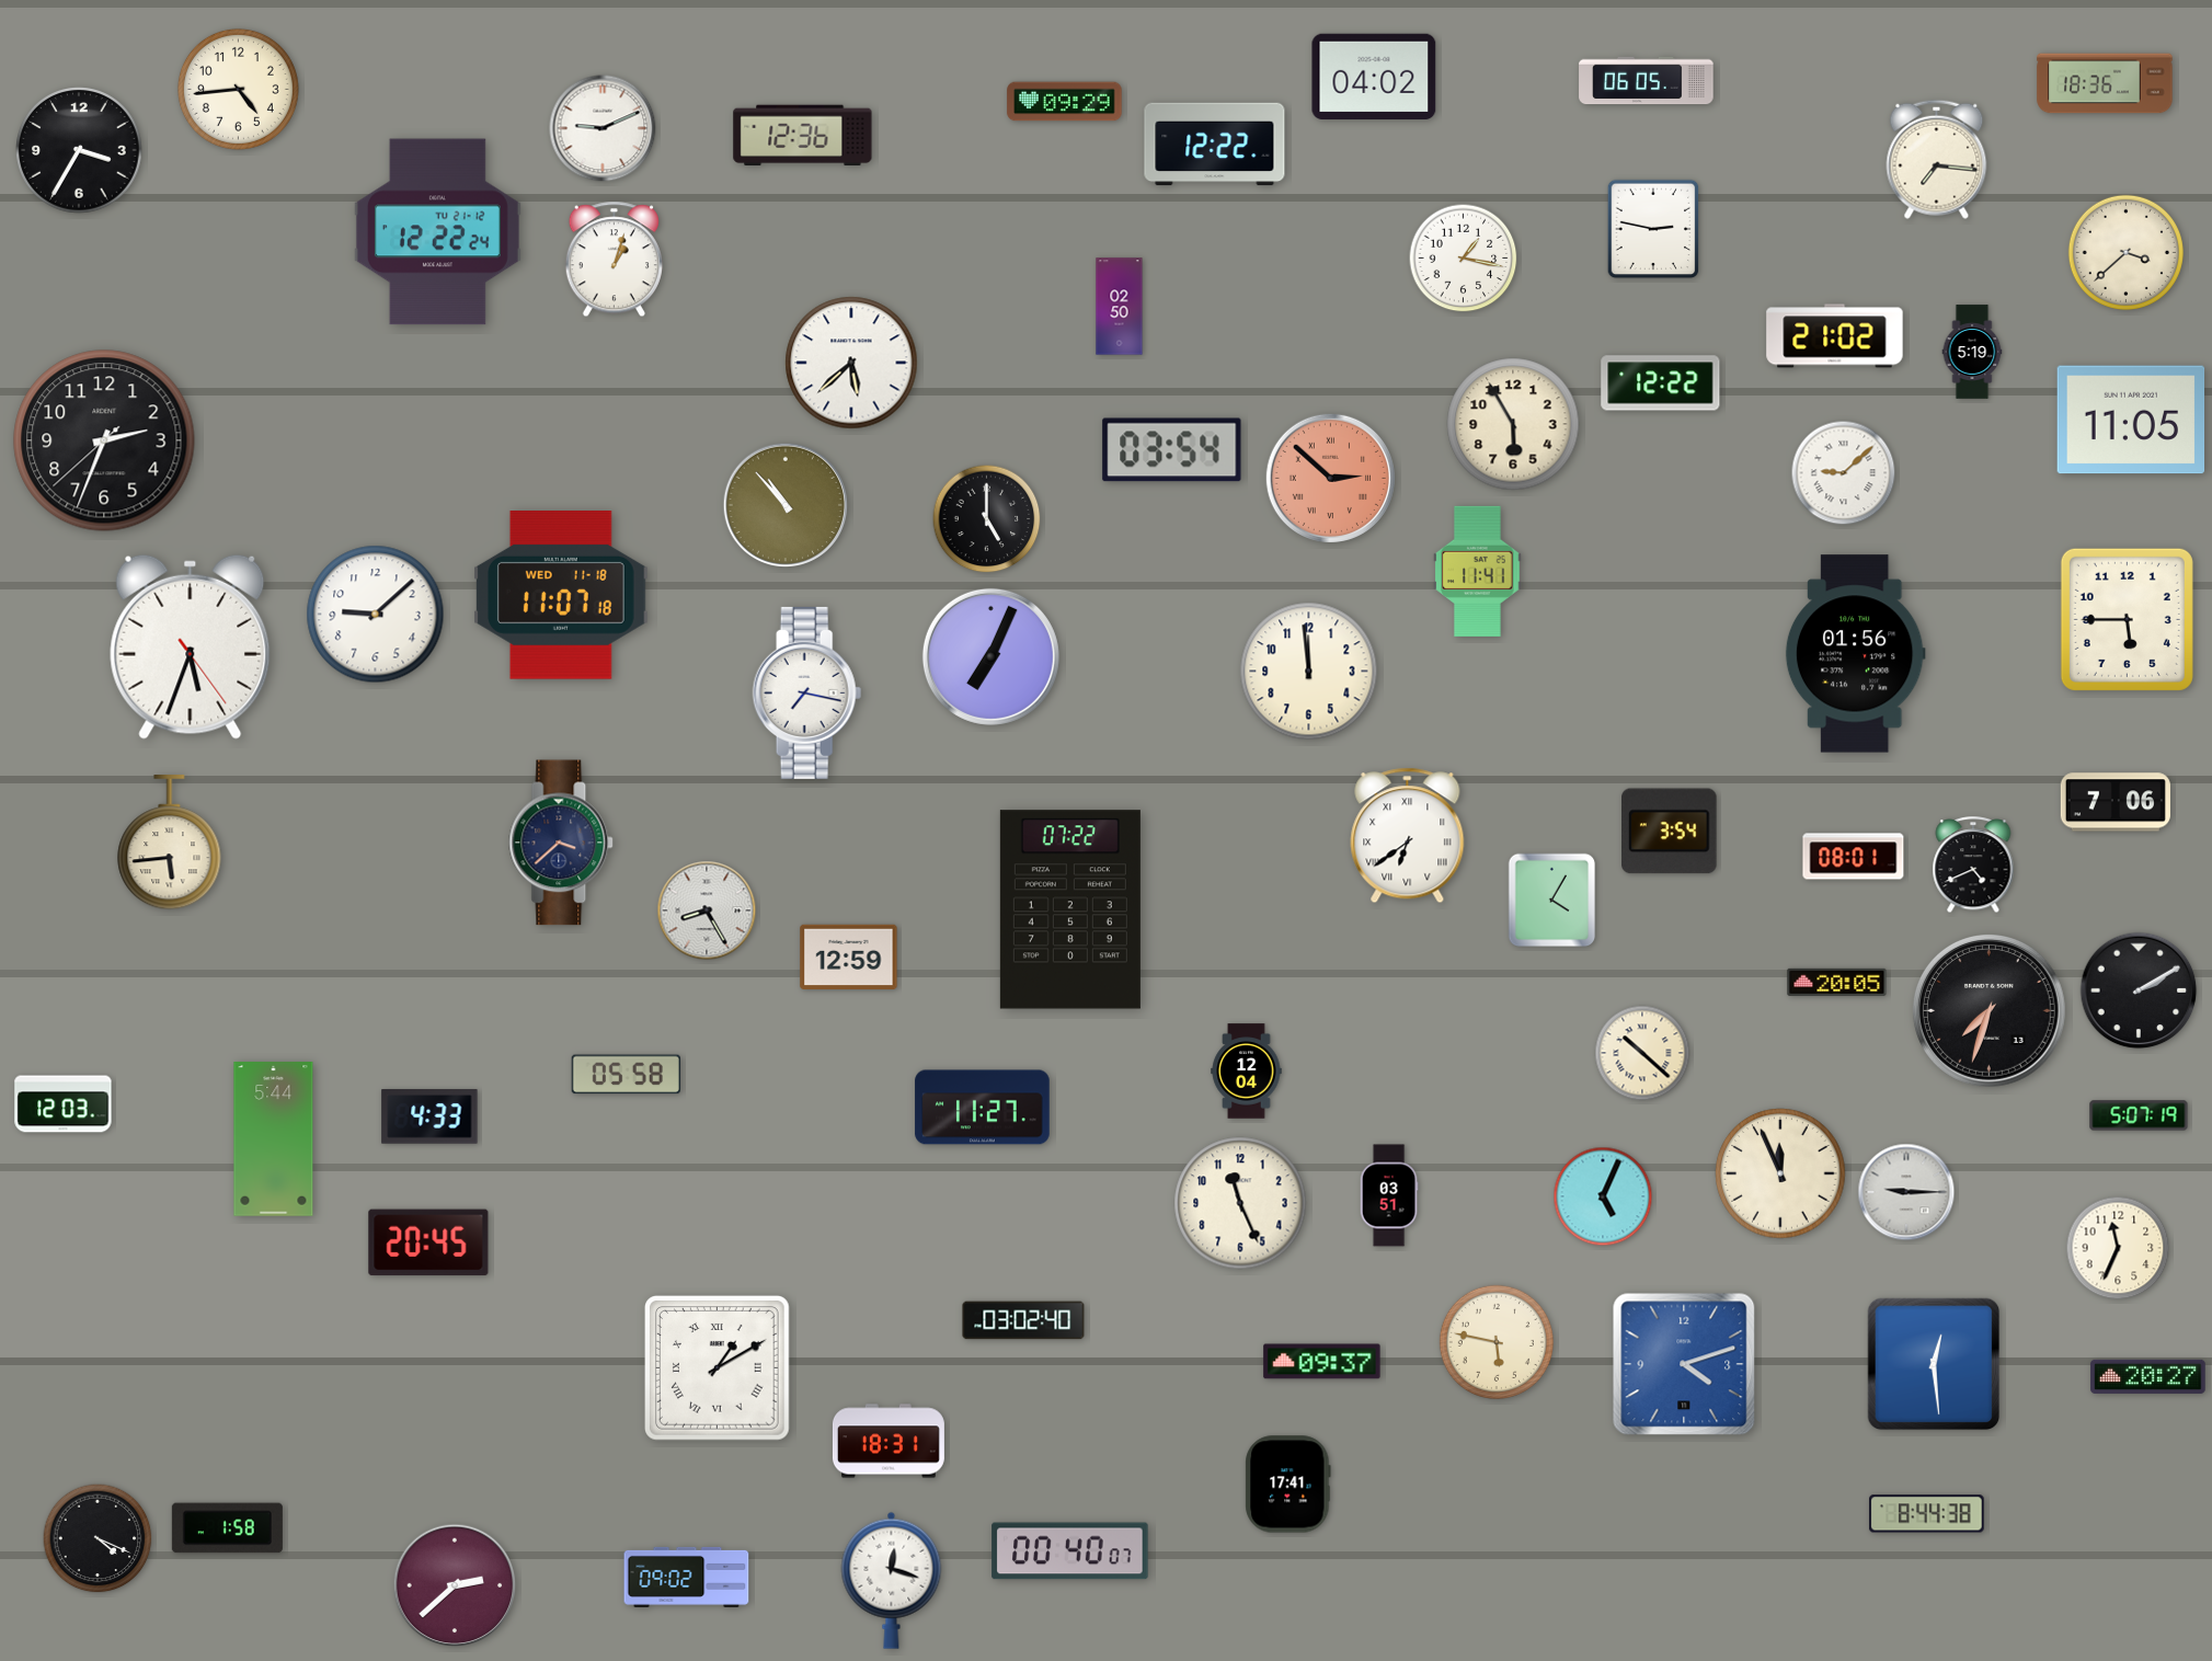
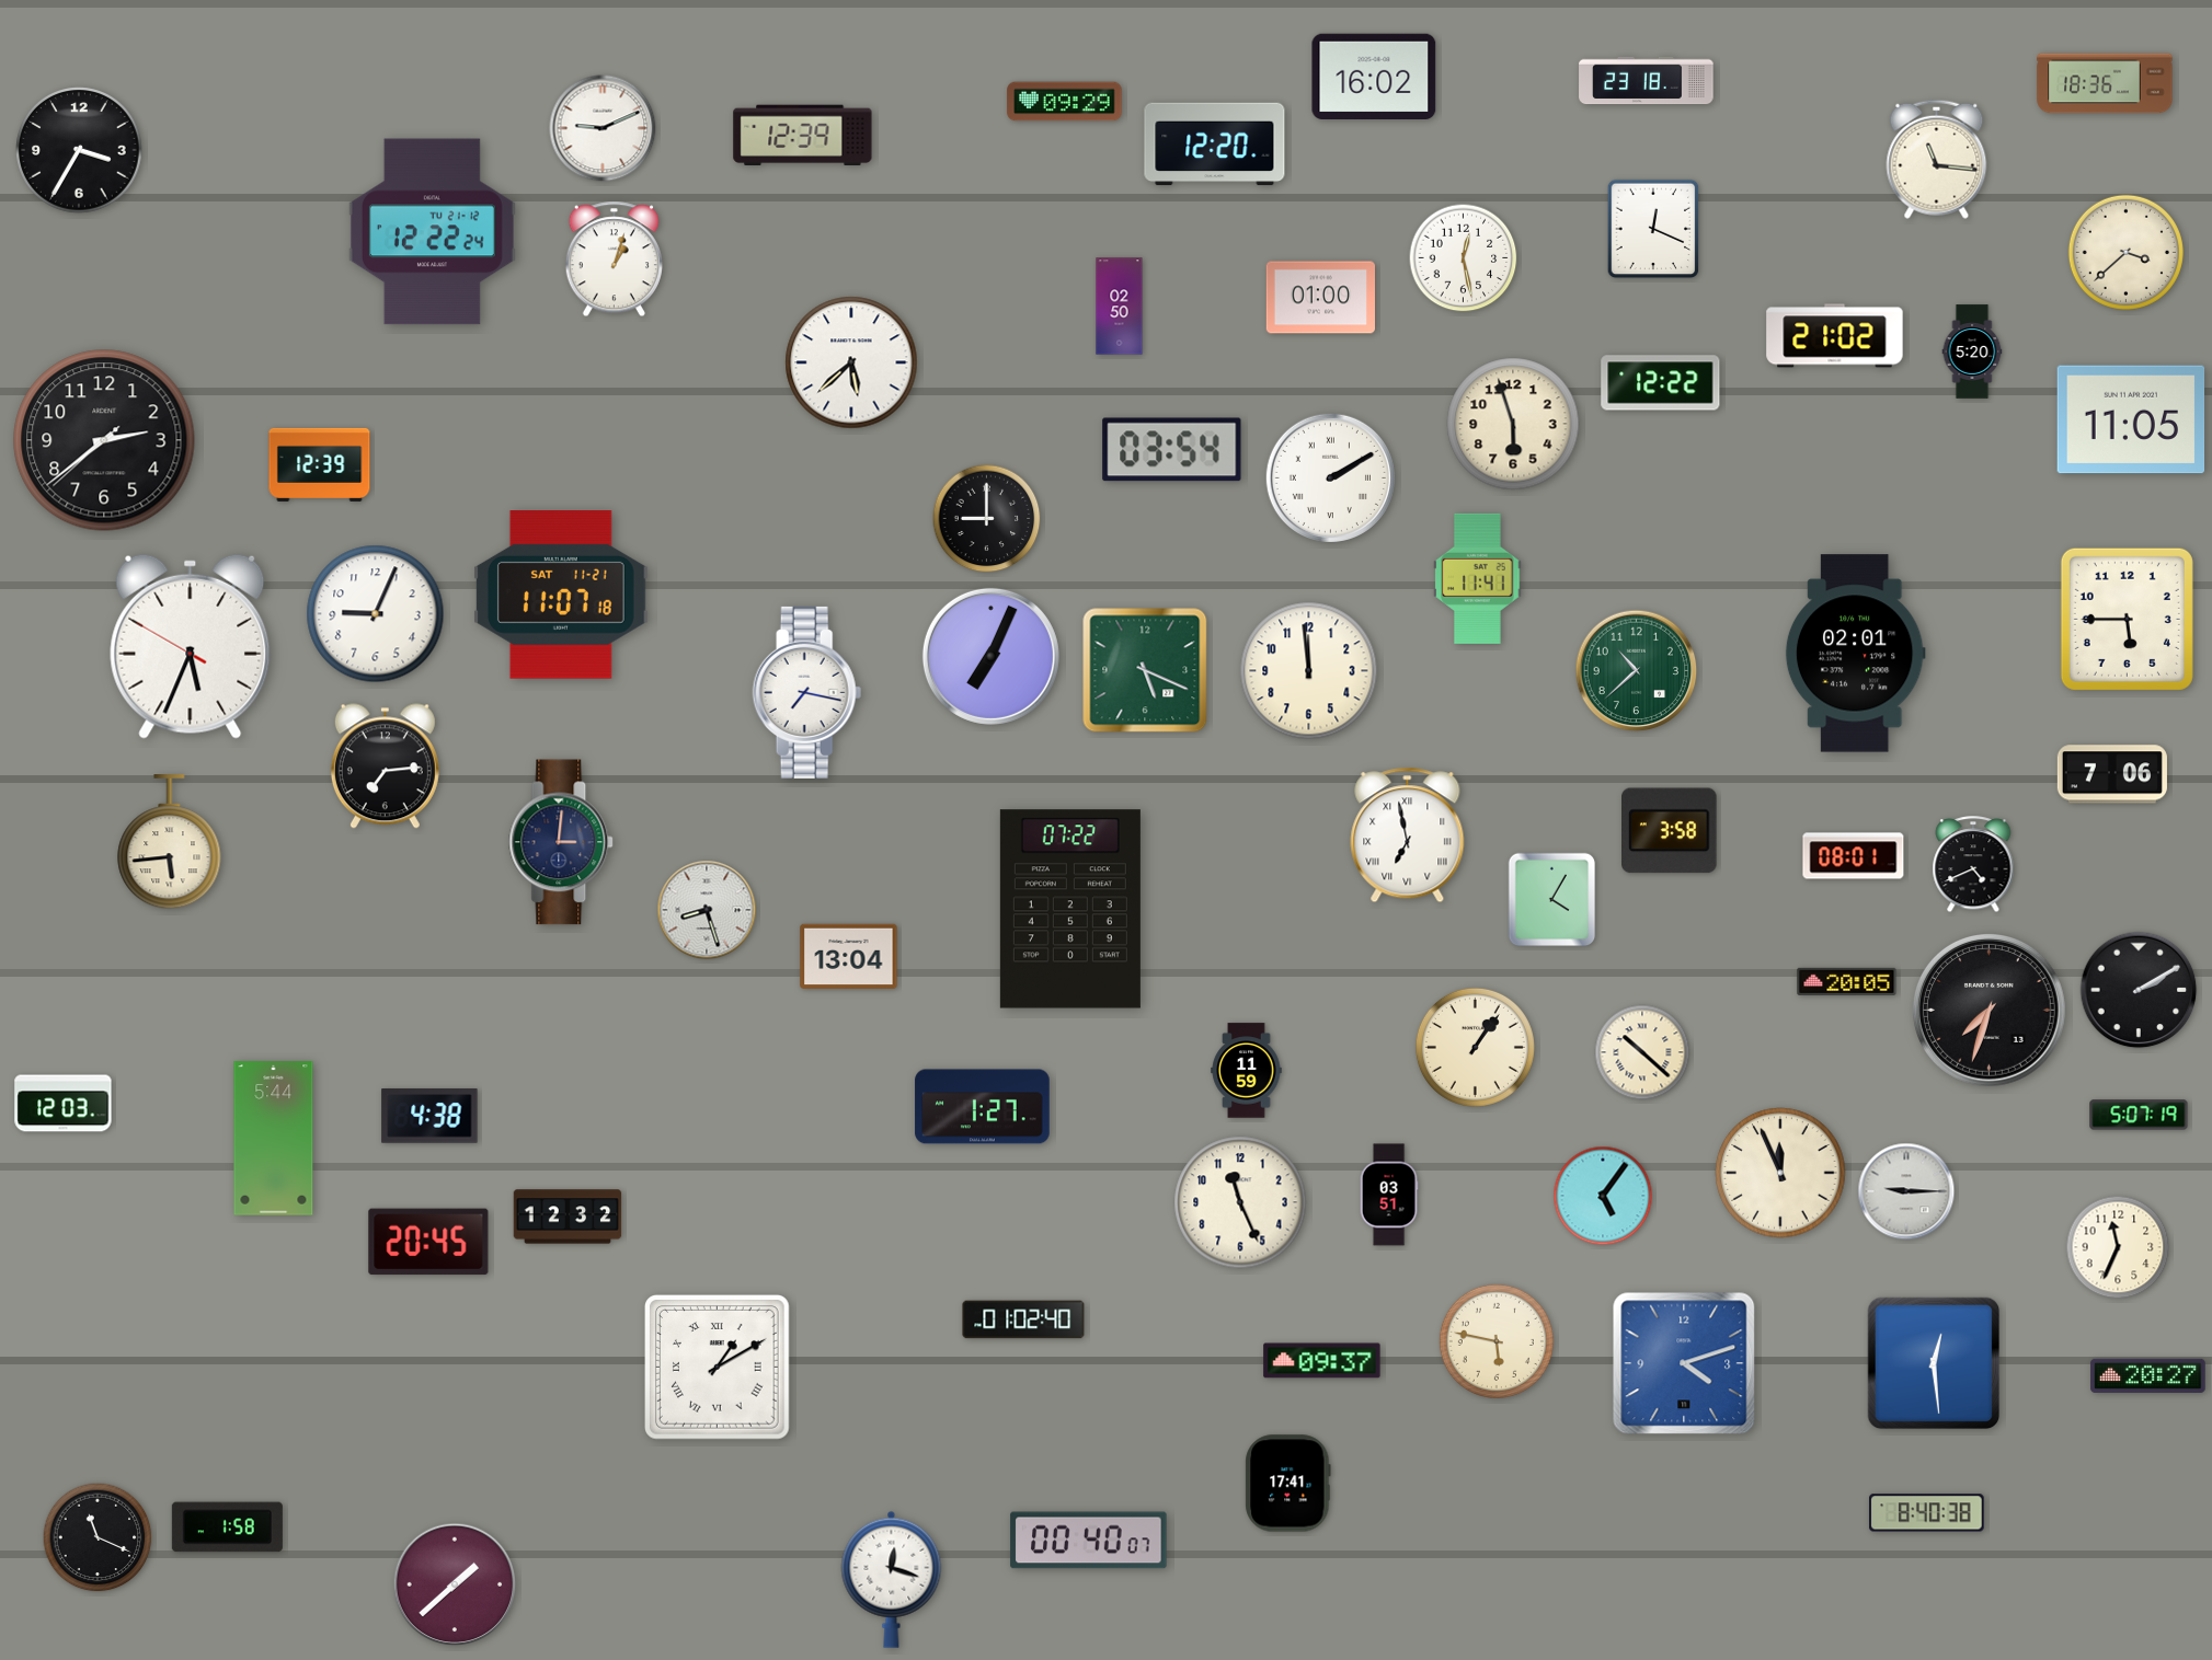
clock at (1374, 76): 04:02 -> 16:02
clock at (1647, 81): 06:05 -> 23:18
clock at (238, 89): 4:44 -> none
clock at (803, 135): 12:36 -> 12:39
clock at (1215, 145): 12:22 -> 12:20
clock at (1937, 159): 7:16 -> 11:16
clock at (1653, 229): 2:47 -> 12:19
clock at (437, 232) position: (437, 232) -> (432, 232)
clock at (1464, 259): 1:17 -> 12:28
clock at (1320, 298): none -> 01:00
clock at (1972, 352): 5:19 -> 5:20
clock at (1513, 424): 5:55 -> 5:57
clock at (104, 440): 2:33 -> 2:38
clock at (320, 464): none -> 12:39
clock at (1844, 473): 9:08 -> none
clock at (1330, 478): 2:52 -> 2:10
clock at (1330, 478) dial: salmon -> white
clock at (786, 505): 10:53 -> none
clock at (987, 519): 5:00 -> 9:00
clock at (1478, 571) position: (1478, 571) -> (1478, 578)
clock at (562, 596) date: WED 11-18 -> SAT 11-21
clock at (376, 615): 9:08 -> 9:04
clock at (191, 646): 5:33:24 -> 5:33:50
clock at (1855, 654): 01:56 -> 02:01
clock at (1145, 670): none -> 5:19
clock at (1637, 671): none -> 10:38
clock at (385, 766): none -> 7:14
clock at (2116, 802) position: (2116, 802) -> (2112, 774)
clock at (1670, 832): 3:54 -> 3:58
clock at (1408, 836): 6:39 -> 6:58
clock at (562, 843): 3:38 -> 3:01
clock at (707, 910): 8:25 -> 8:27
clock at (849, 956): 12:59 -> 13:04
clock at (1837, 982) position: (1837, 982) -> (1847, 981)
clock at (1475, 1047): none -> 1:06
clock at (1247, 1072): 12:04 -> 11:59
clock at (626, 1075): 05:58 -> none
clock at (983, 1108): 11:27 -> 1:27
clock at (429, 1116): 4:33 -> 4:38
clock at (1603, 1196): 5:04 -> 5:06
clock at (568, 1217): none -> 12:32
clock at (1023, 1320): 03:02 -> 01:02
clock at (889, 1441): 18:31 -> none
clock at (1927, 1514): 8:44 -> 8:40
clock at (98, 1538): 4:19 -> 11:19
clock at (1070, 1551) position: (1070, 1551) -> (1089, 1541)
clock at (687, 1577): 09:02 -> none
clock at (455, 1585): 2:38 -> 1:38
